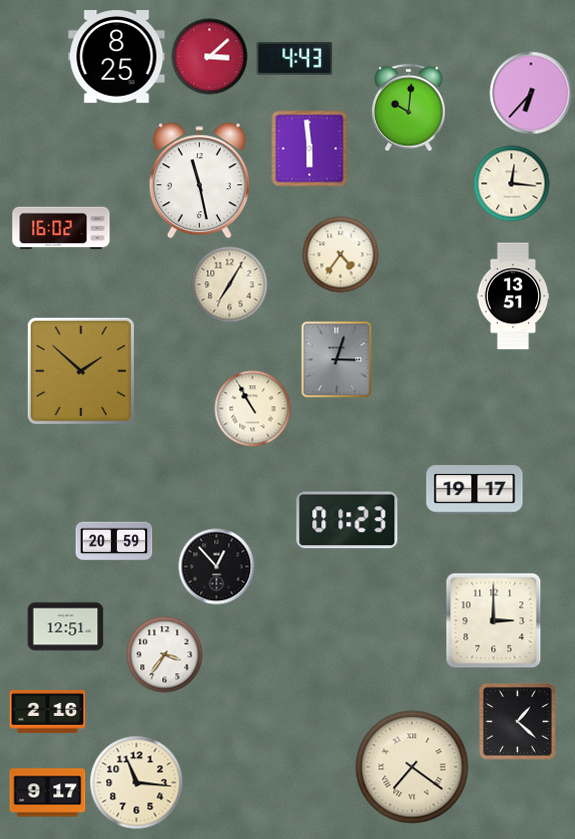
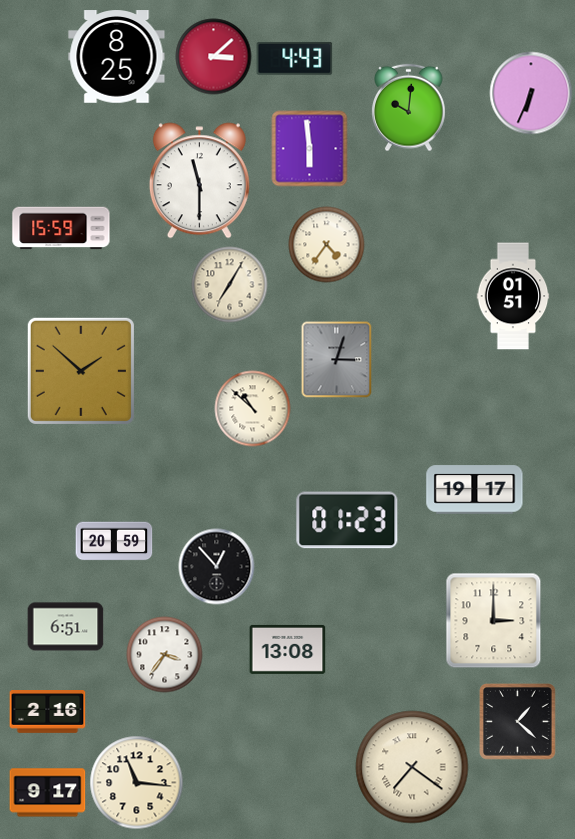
clock at (210, 57) position: (210, 57) -> (214, 57)
clock at (531, 93): 6:37 -> 6:34
clock at (199, 181): 11:28 -> 11:30
clock at (512, 184): 12:16 -> none
clock at (61, 228): 16:02 -> 15:59
clock at (341, 255) position: (341, 255) -> (327, 245)
clock at (513, 296): 13:51 -> 01:51
clock at (253, 409): 10:55 -> 10:52
clock at (66, 627): 12:51 -> 6:51
clock at (288, 649): none -> 13:08
